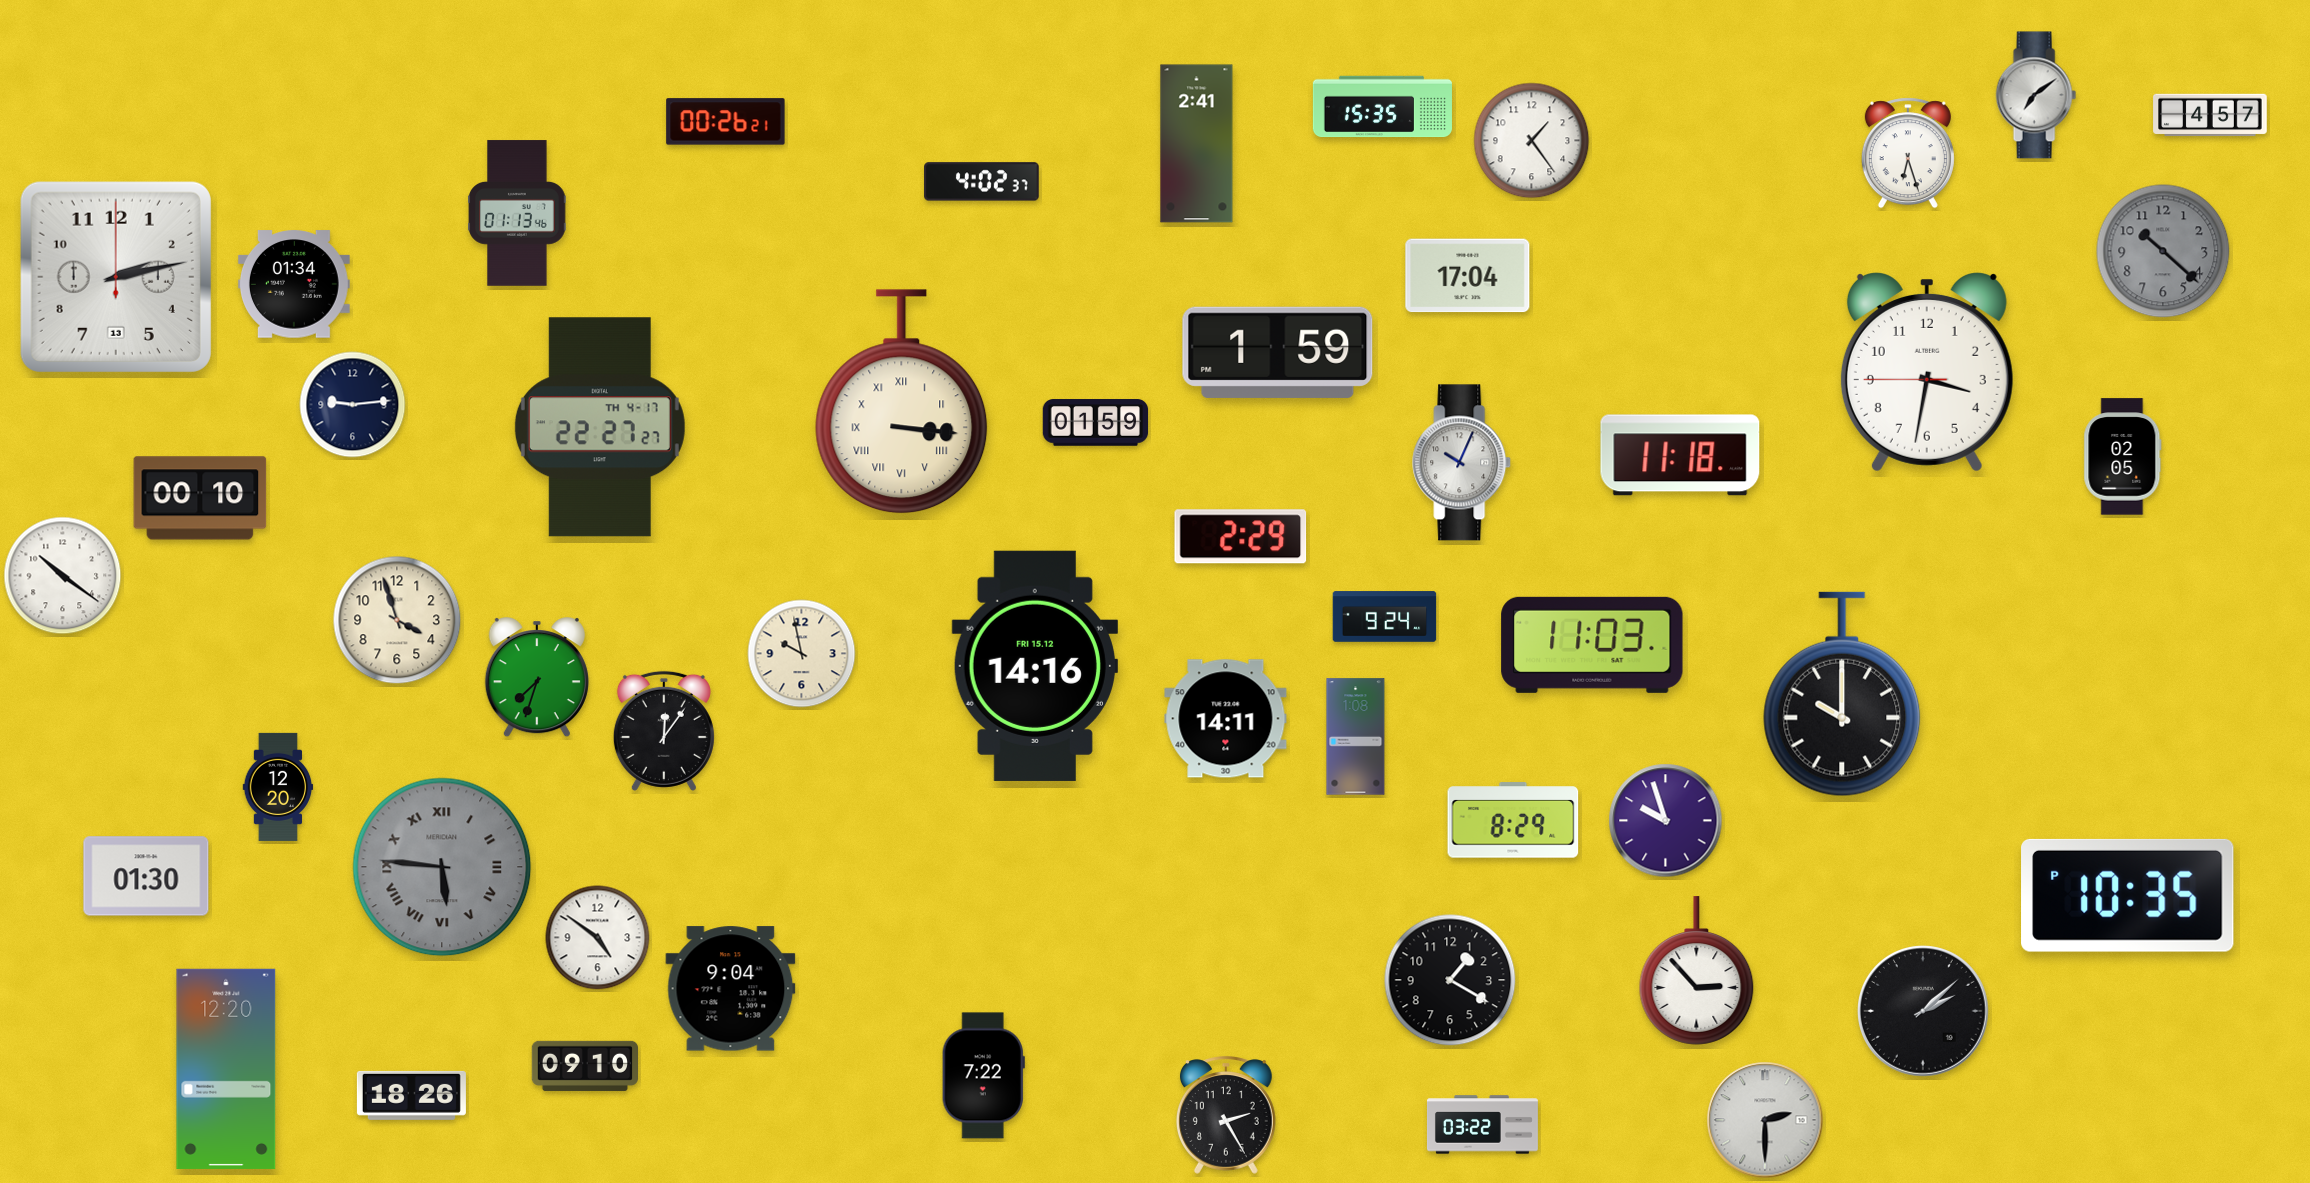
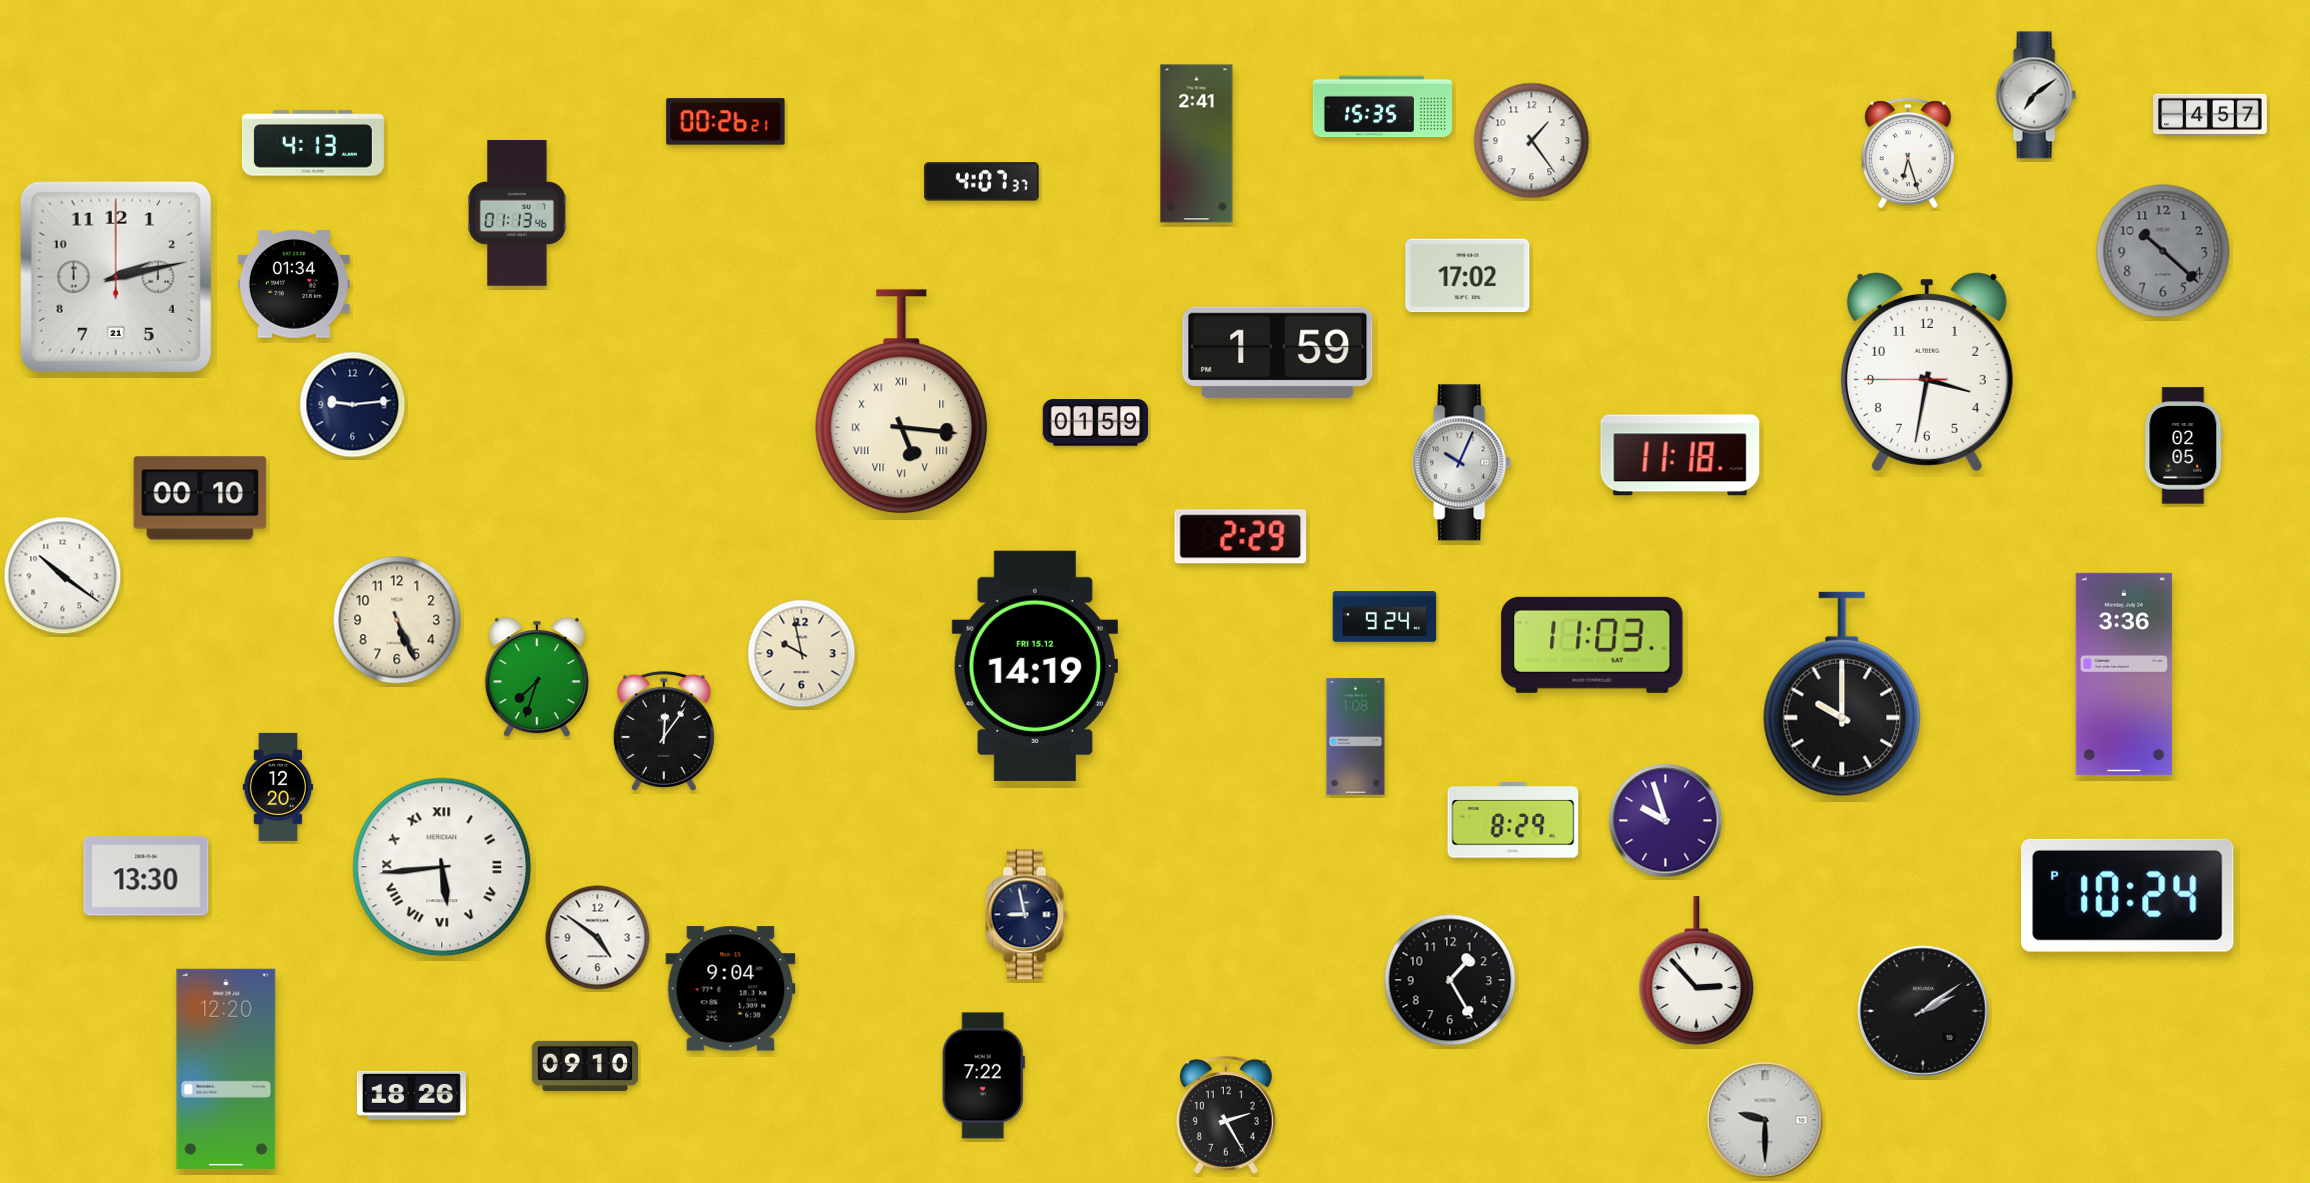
clock at (313, 143): none -> 4:13
clock at (982, 182): 4:02 -> 4:07
clock at (1468, 276): 17:04 -> 17:02
clock at (116, 277) date: 13 -> 21
clock at (902, 402): 3:16 -> 5:16
clock at (600, 427): 22:27 -> none
clock at (2123, 457) position: (2123, 457) -> (2184, 446)
clock at (397, 620): 3:57 -> 5:26
clock at (1035, 666): 14:16 -> 14:19
clock at (2124, 674): none -> 3:36
clock at (1226, 719): 14:11 -> none
clock at (442, 867): 5:46 -> 5:44
clock at (442, 867) dial: grey -> white
clock at (146, 876): 01:30 -> 13:30
clock at (2128, 895): 10:35 -> 10:24
clock at (1026, 915): none -> 8:58
clock at (1450, 980): 1:20 -> 1:25
clock at (1924, 1012): 2:08 -> 2:09
clock at (1765, 1120): 2:30 -> 9:30
clock at (1482, 1125): 03:22 -> none
